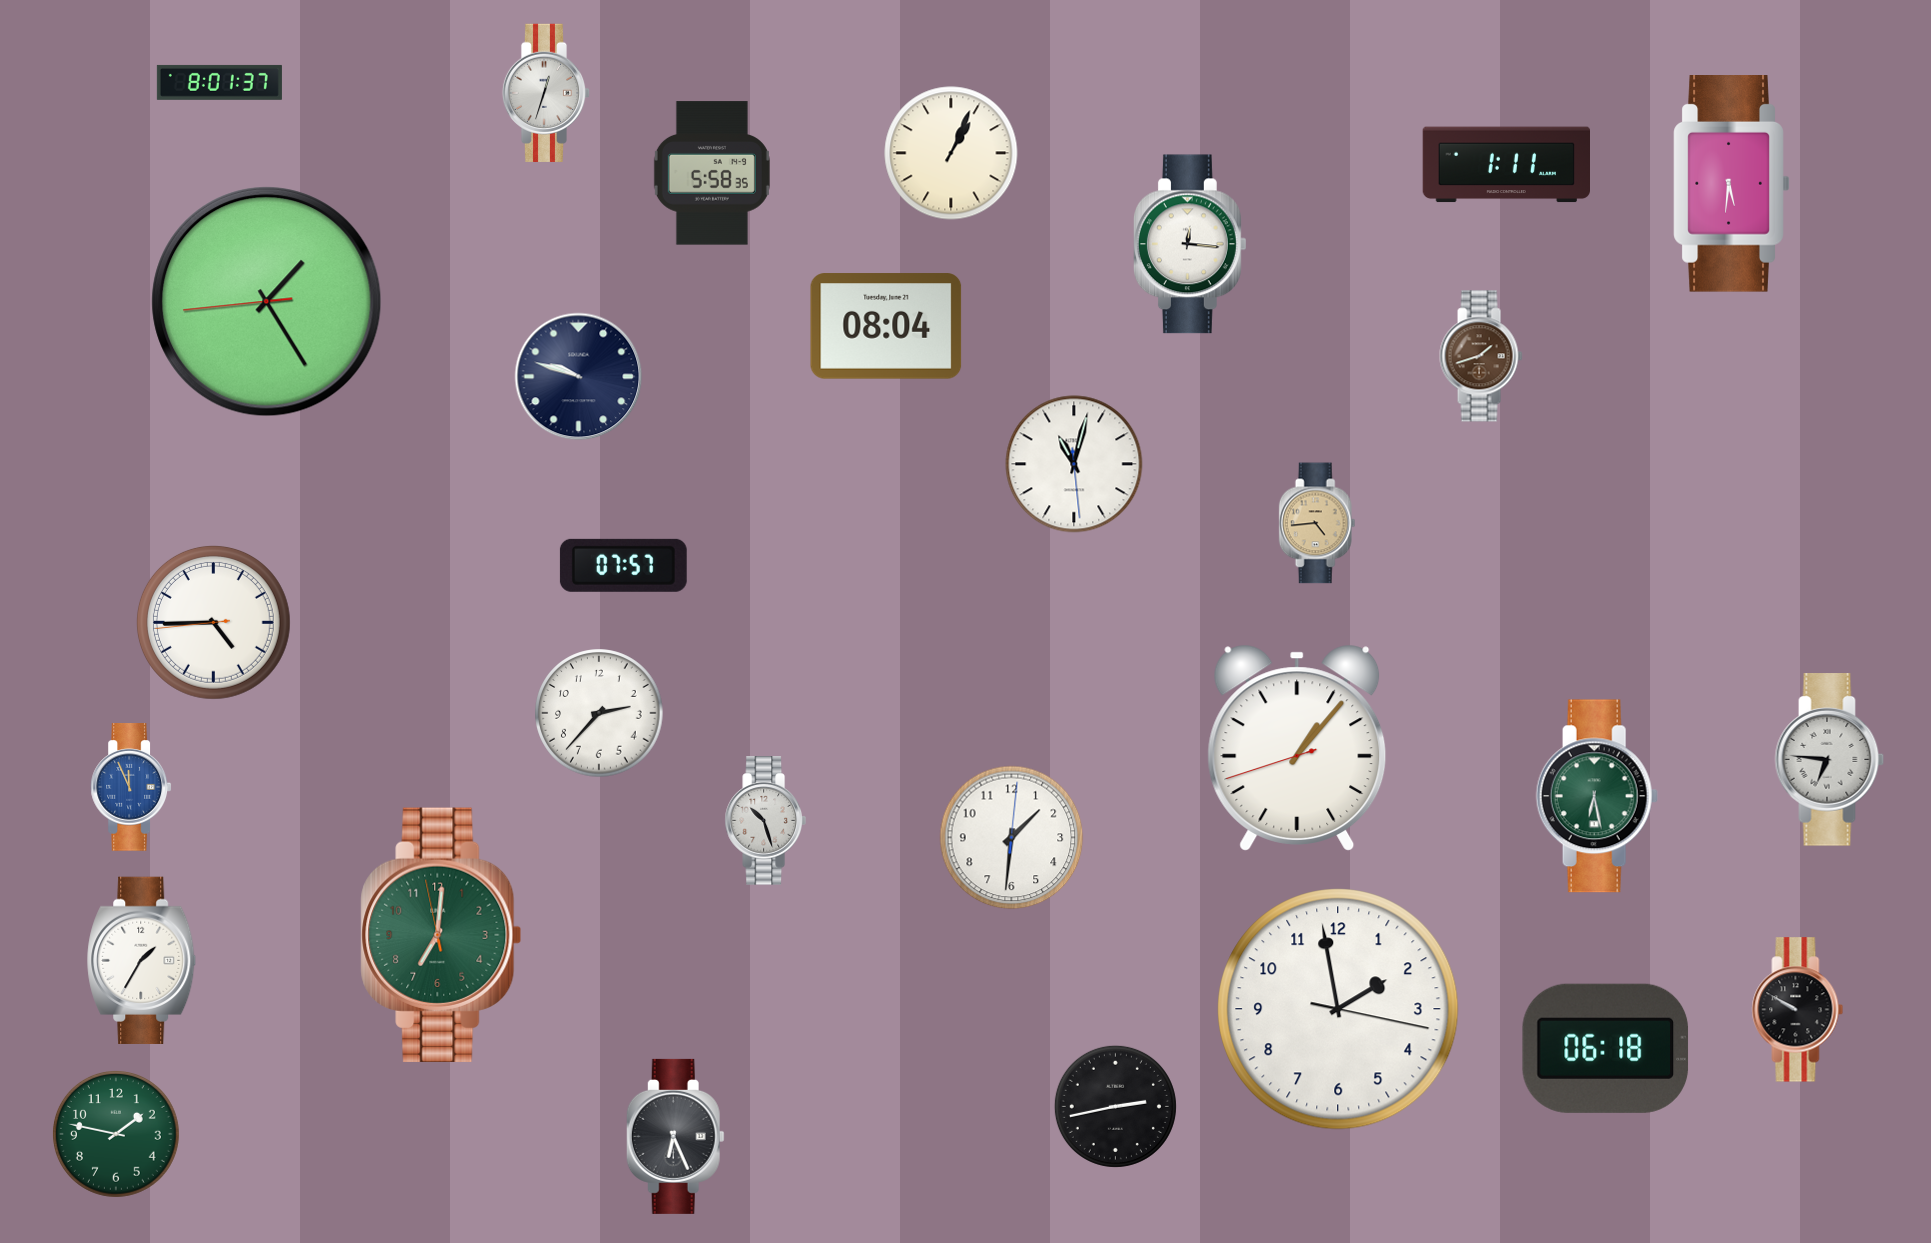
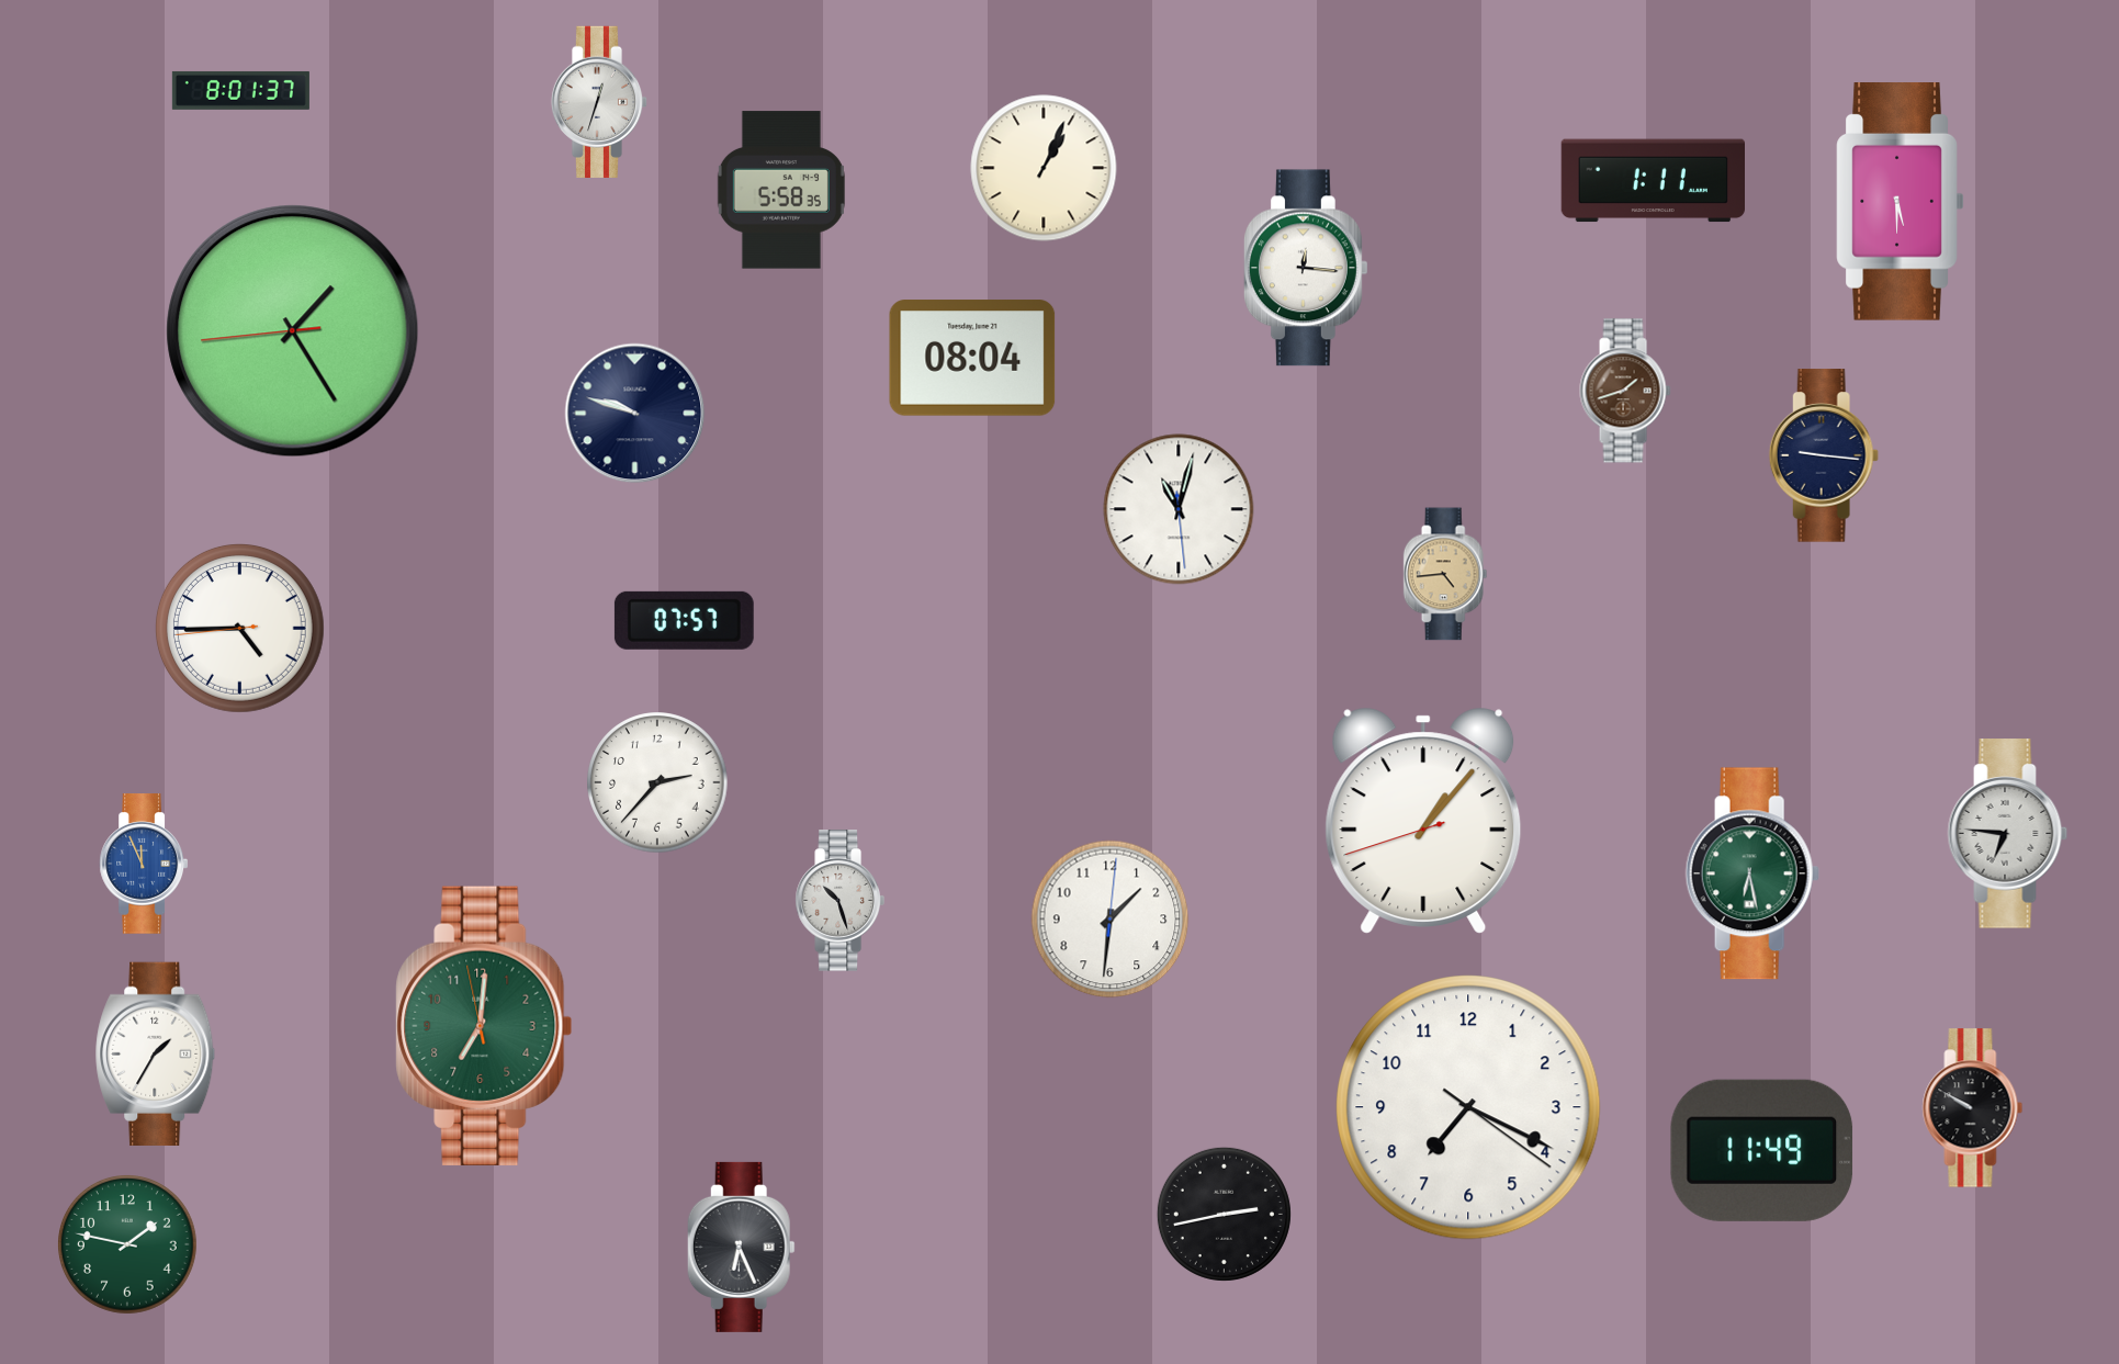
clock at (1732, 184): 5:31 -> 5:30
clock at (1824, 455): none -> 9:16
clock at (213, 622) position: (213, 622) -> (239, 628)
clock at (1338, 1009): 1:58 -> 7:19
clock at (1605, 1048): 06:18 -> 11:49
